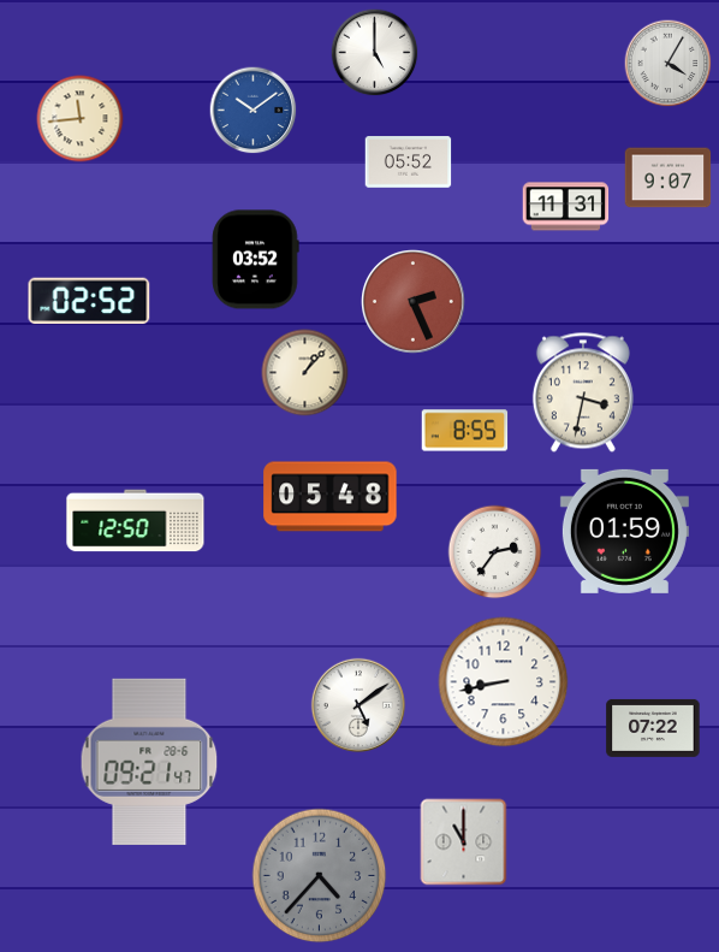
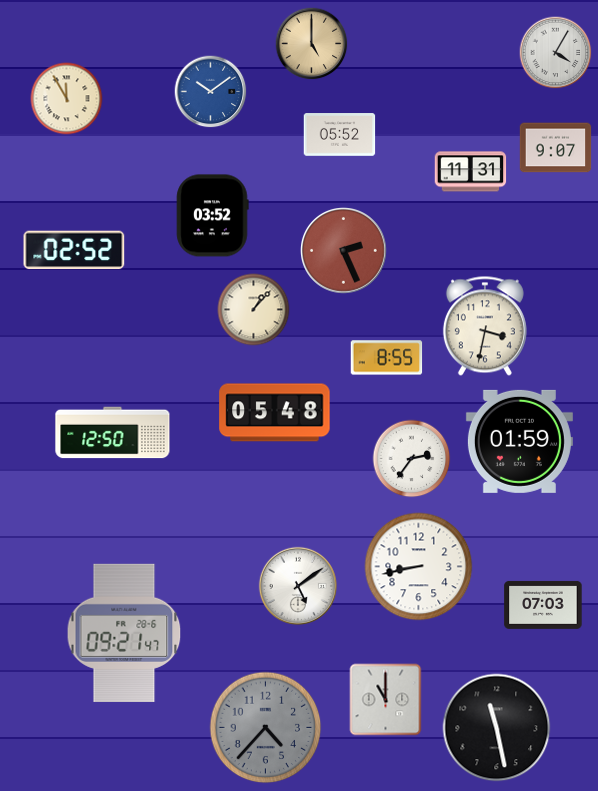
clock at (375, 53) dial: white -> champagne
clock at (81, 119): 11:44 -> 11:55
clock at (653, 728): 07:22 -> 07:03
clock at (497, 728): none -> 11:28
